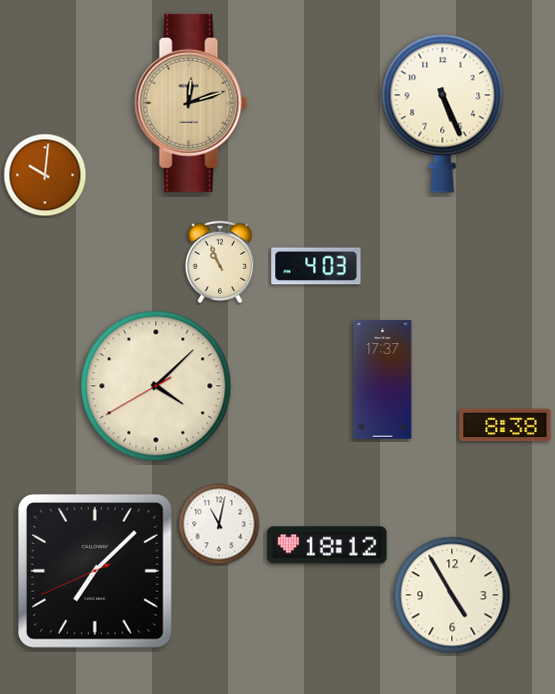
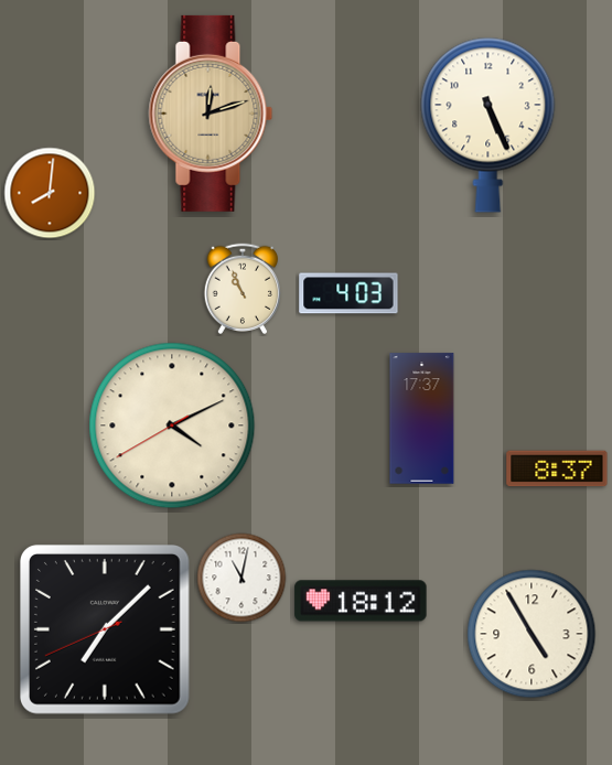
clock at (45, 175): 10:01 -> 8:01
clock at (156, 386): 4:07 -> 4:10
clock at (505, 425): 8:38 -> 8:37
clock at (452, 595) position: (452, 595) -> (532, 634)
